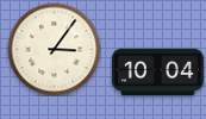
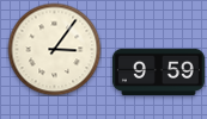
clock at (157, 73): 10:04 -> 9:59
